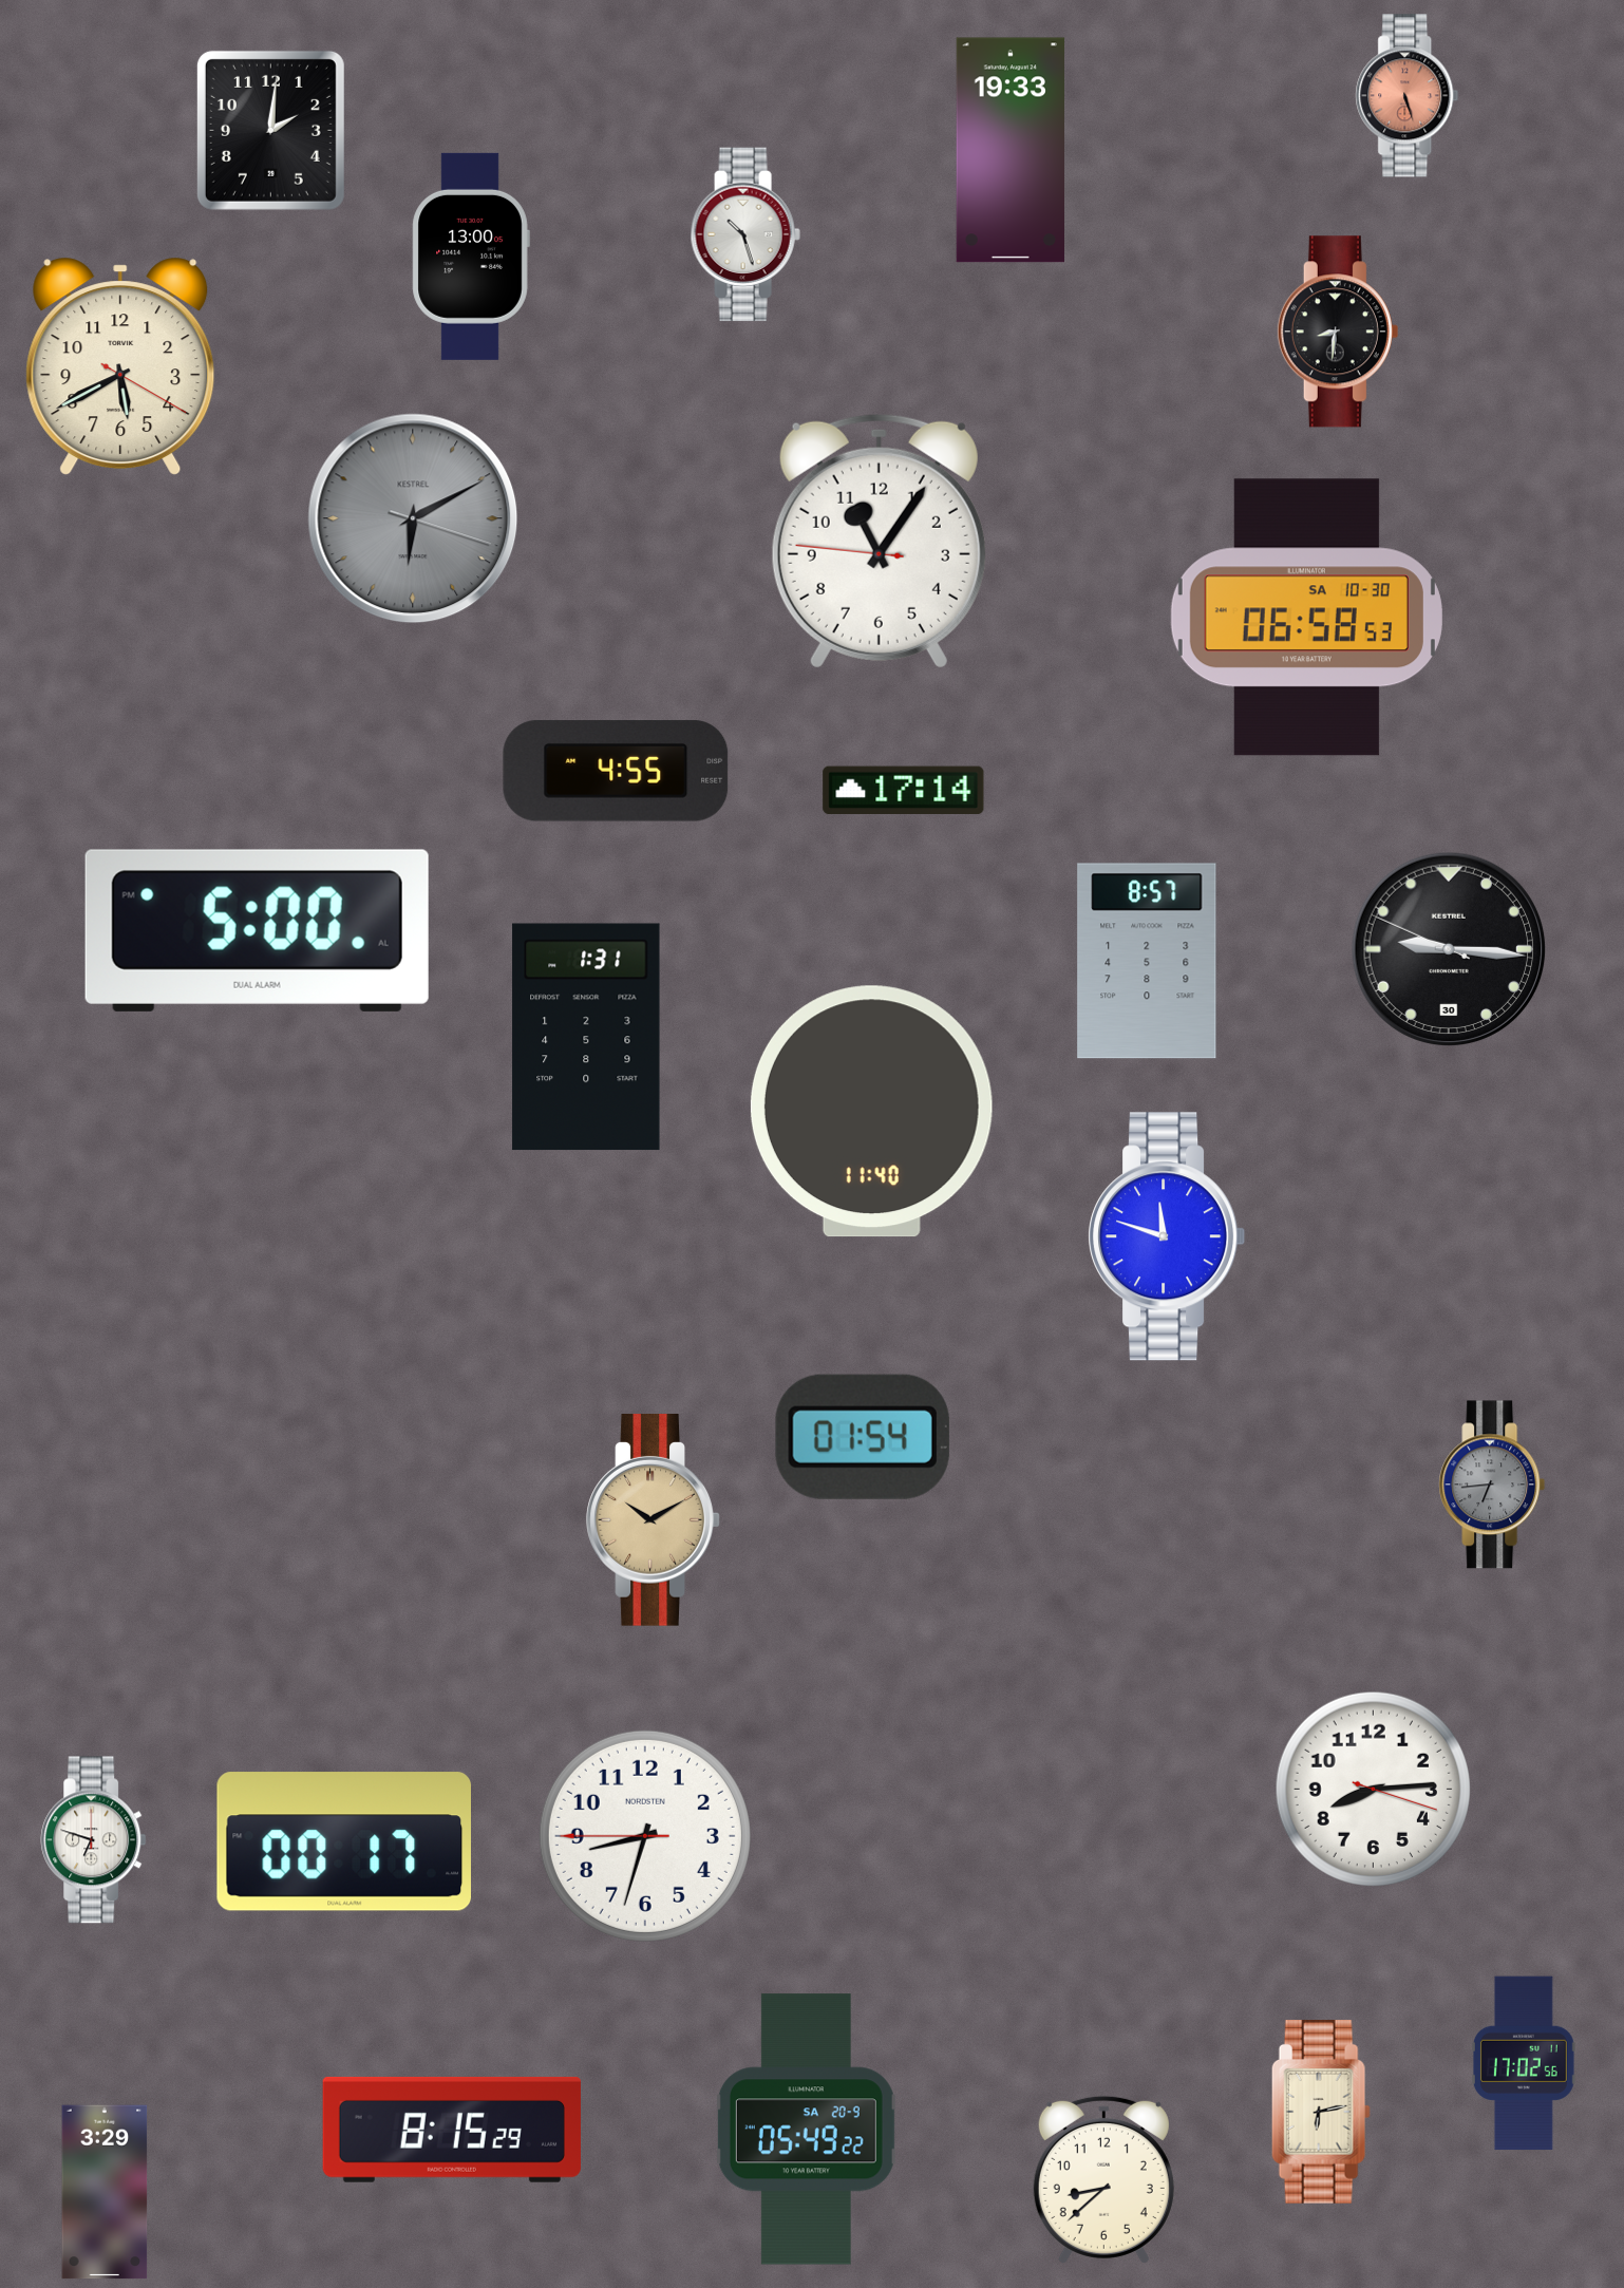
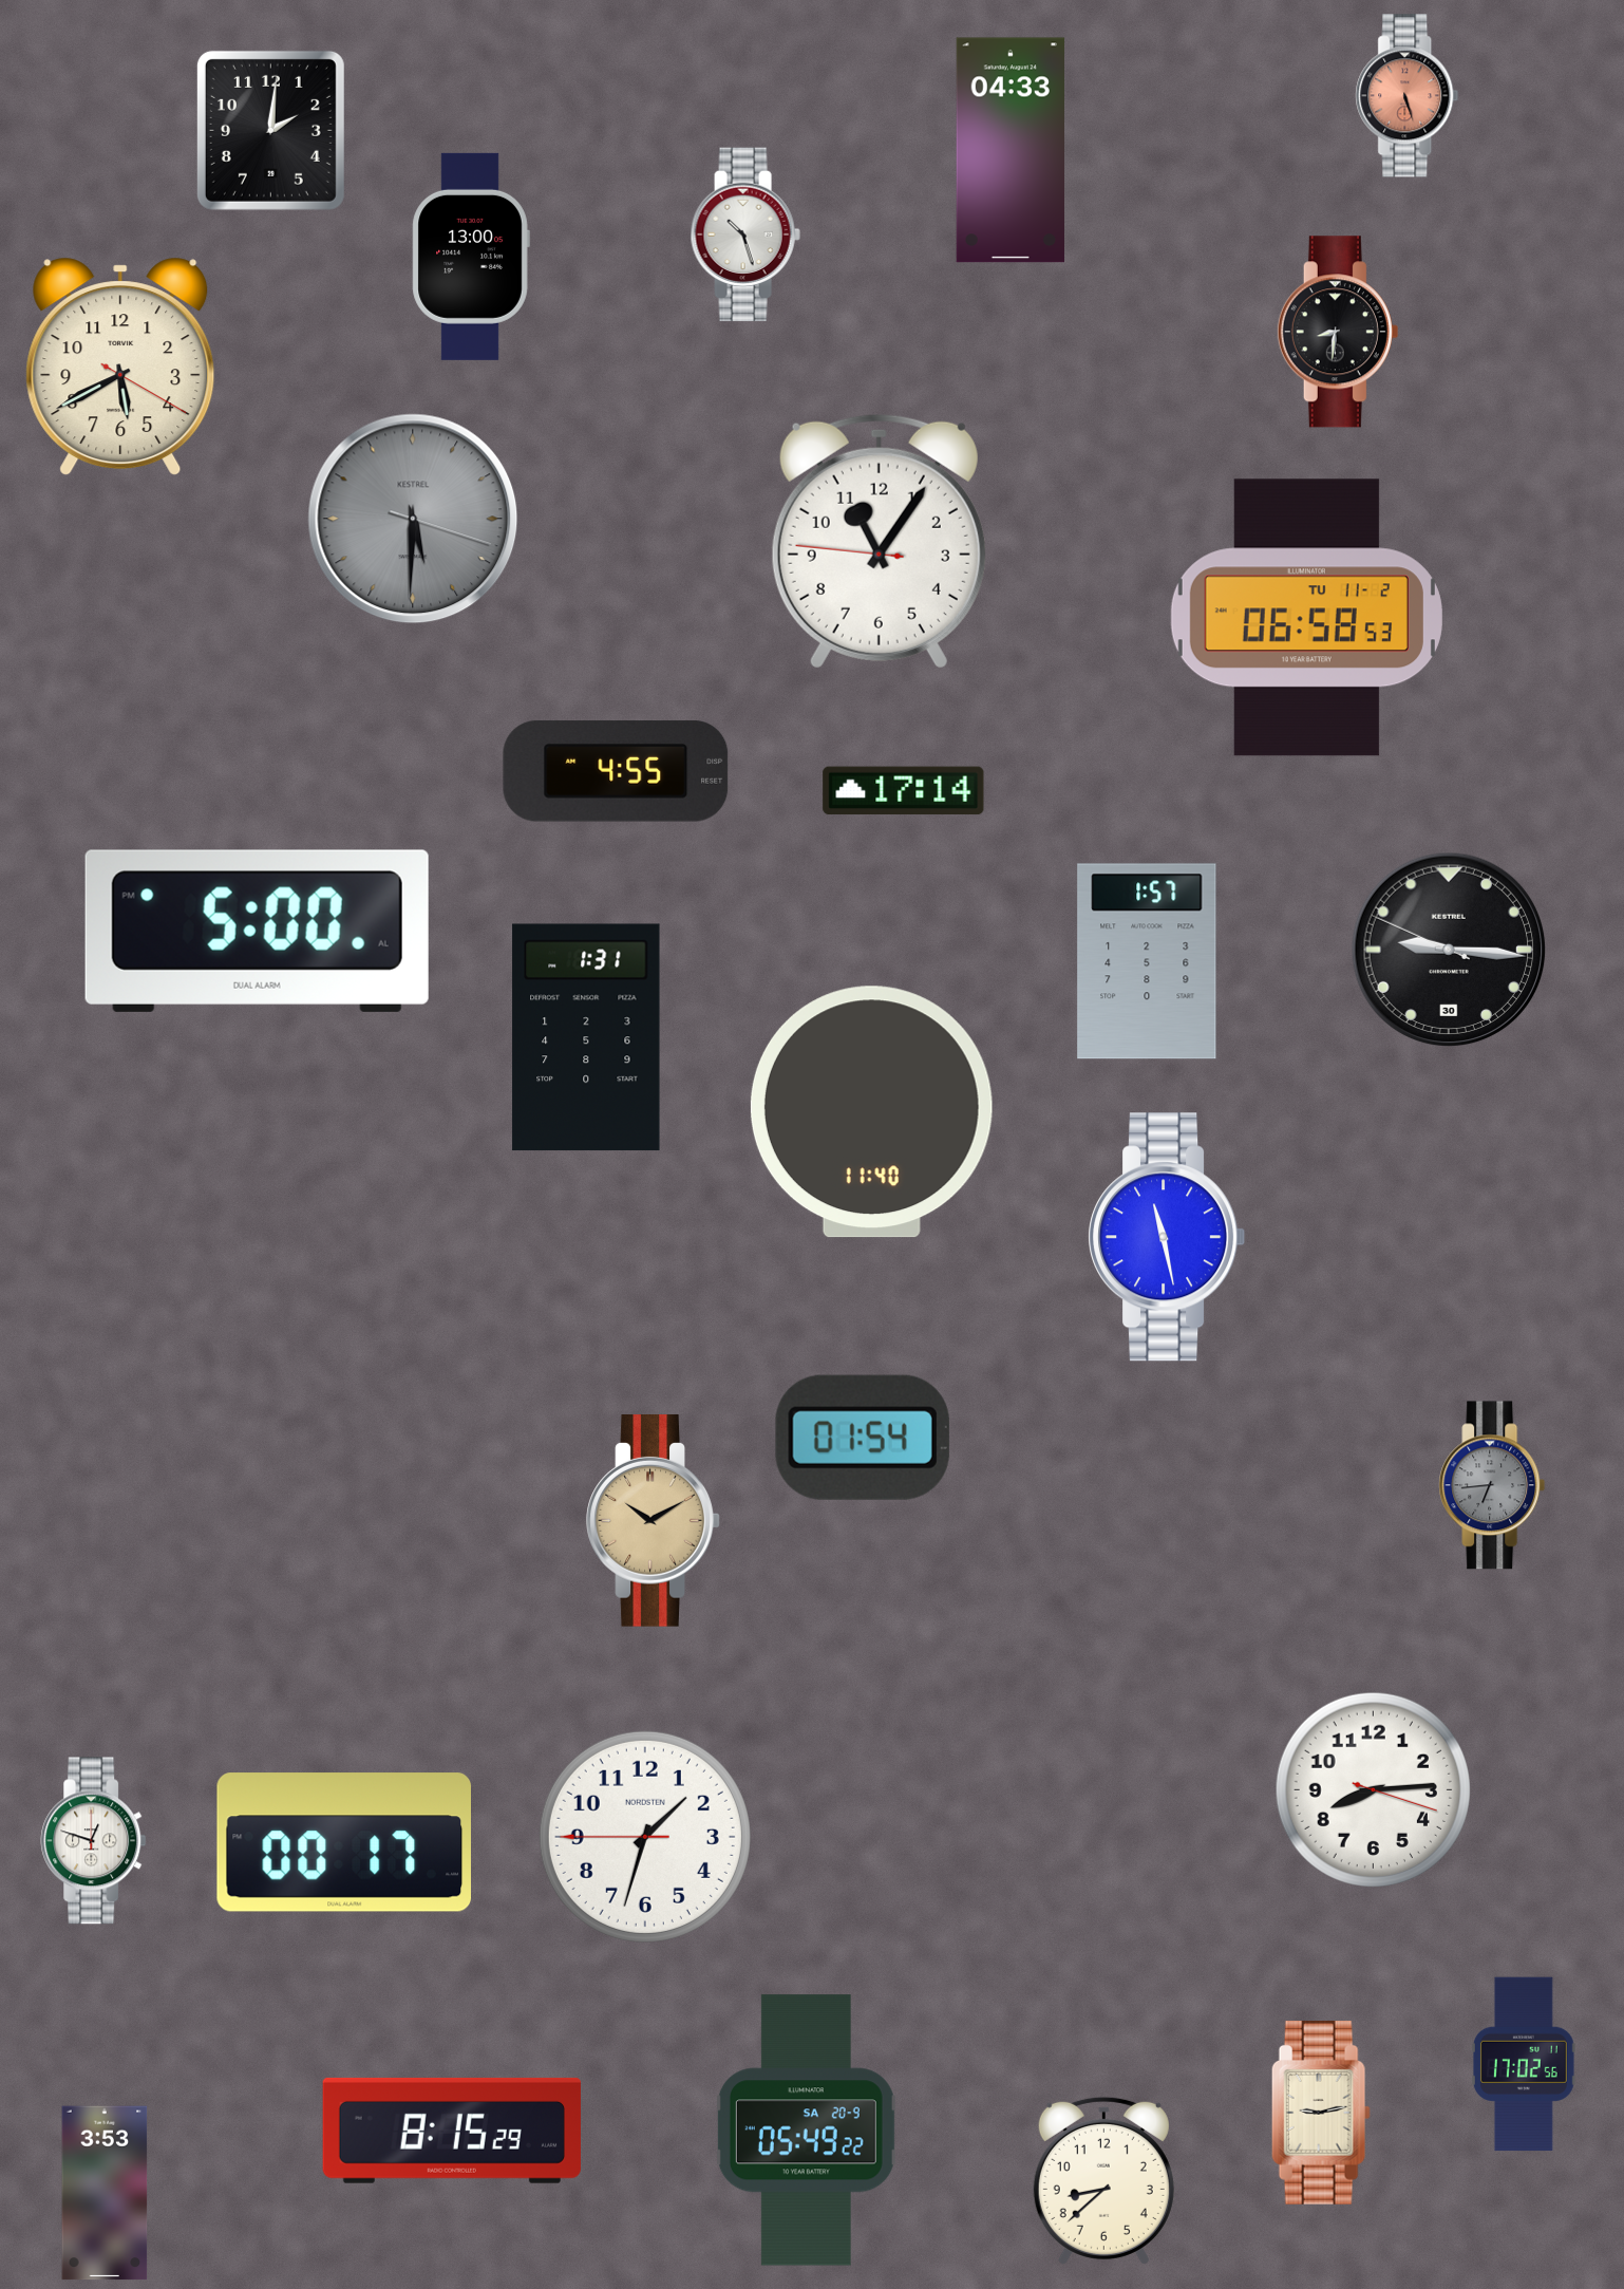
clock at (1011, 150): 19:33 -> 04:33
clock at (413, 518): 6:10 -> 5:30
clock at (1306, 618) date: SA 10-30 -> TU 11-2
clock at (1147, 961): 8:57 -> 1:57
clock at (1167, 1236): 11:48 -> 11:28
clock at (645, 1836): 8:32 -> 1:32
clock at (94, 1840): 6:48 -> 12:48
clock at (1321, 2113): 6:13 -> 9:13
clock at (105, 2192): 3:29 -> 3:53
